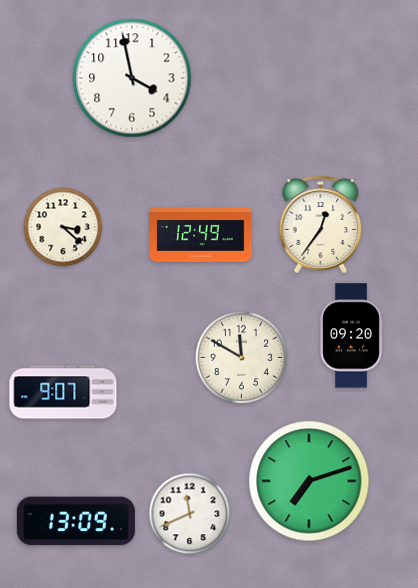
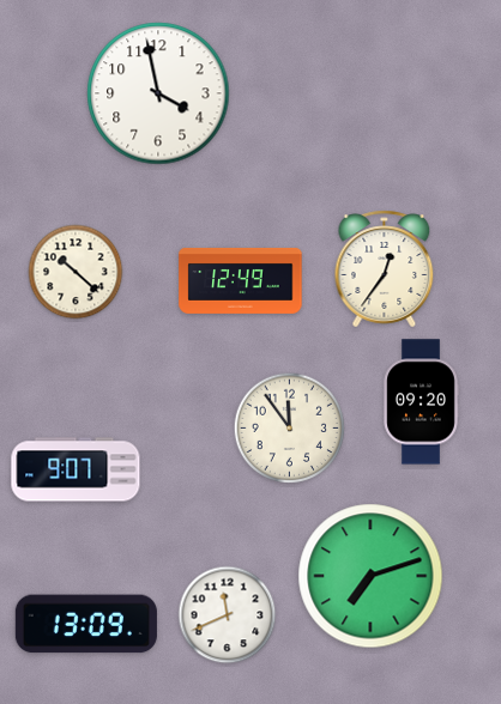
clock at (63, 227): 3:22 -> 10:22
clock at (242, 358): 11:50 -> 11:54
clock at (76, 521) position: (76, 521) -> (86, 624)
